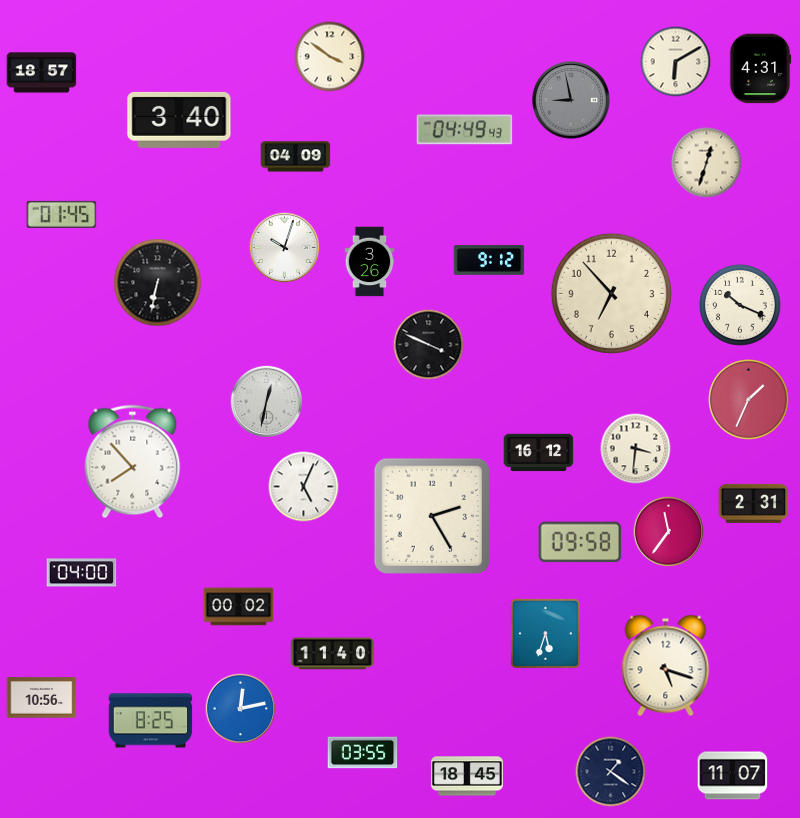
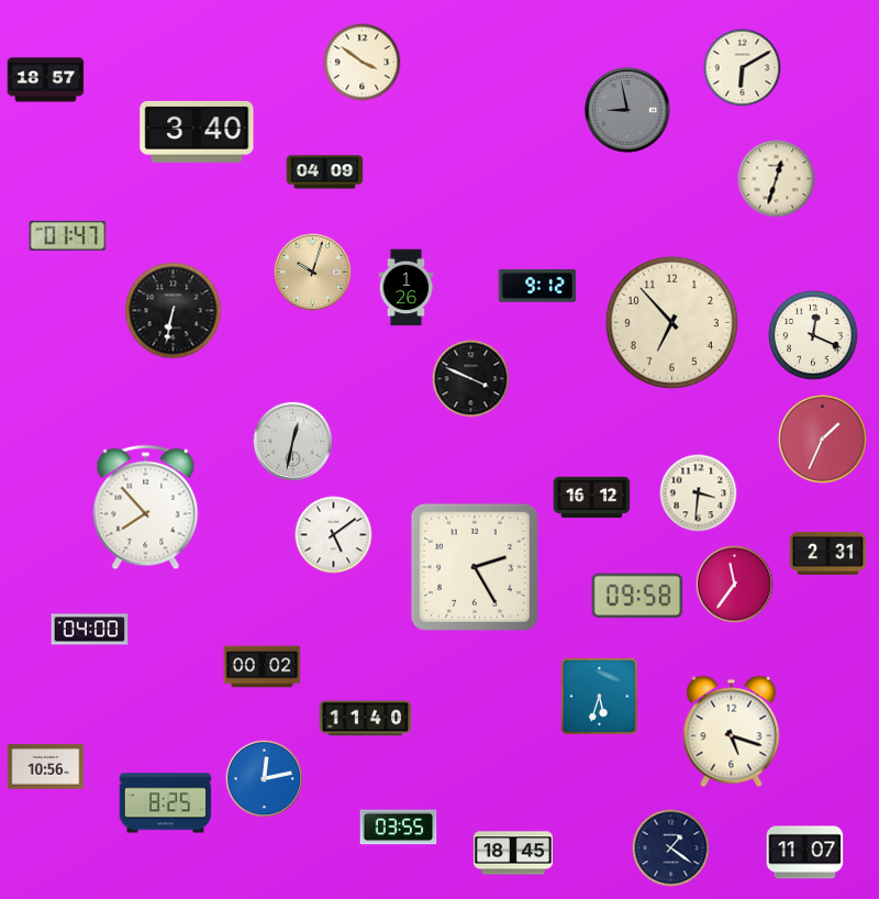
clock at (760, 69): 4:31 -> none
clock at (465, 130): 04:49 -> none
clock at (62, 214): 01:45 -> 01:47
clock at (285, 248) dial: white -> champagne
clock at (370, 262): 3:26 -> 1:26
clock at (740, 305): 10:19 -> 12:19
clock at (304, 487): 5:04 -> 5:09
clock at (151, 721) position: (151, 721) -> (166, 803)
